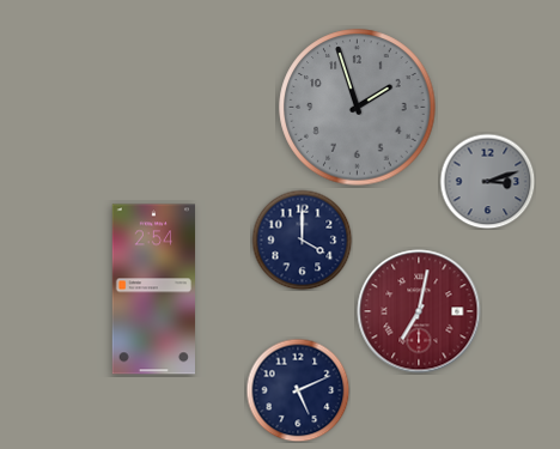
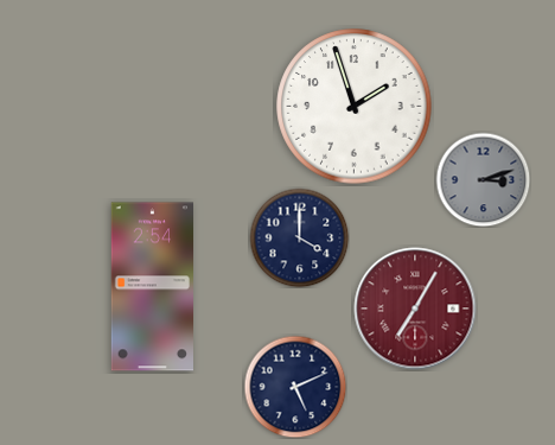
clock at (358, 108) dial: grey -> white
clock at (419, 311): 7:02 -> 7:05
